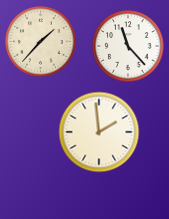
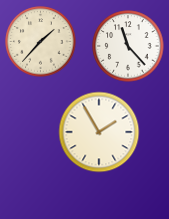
clock at (99, 132): 1:59 -> 1:55
